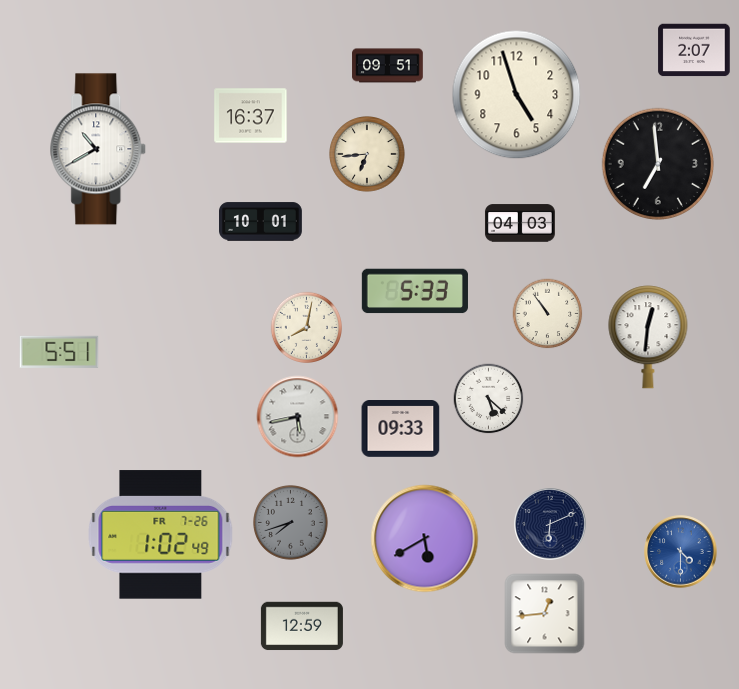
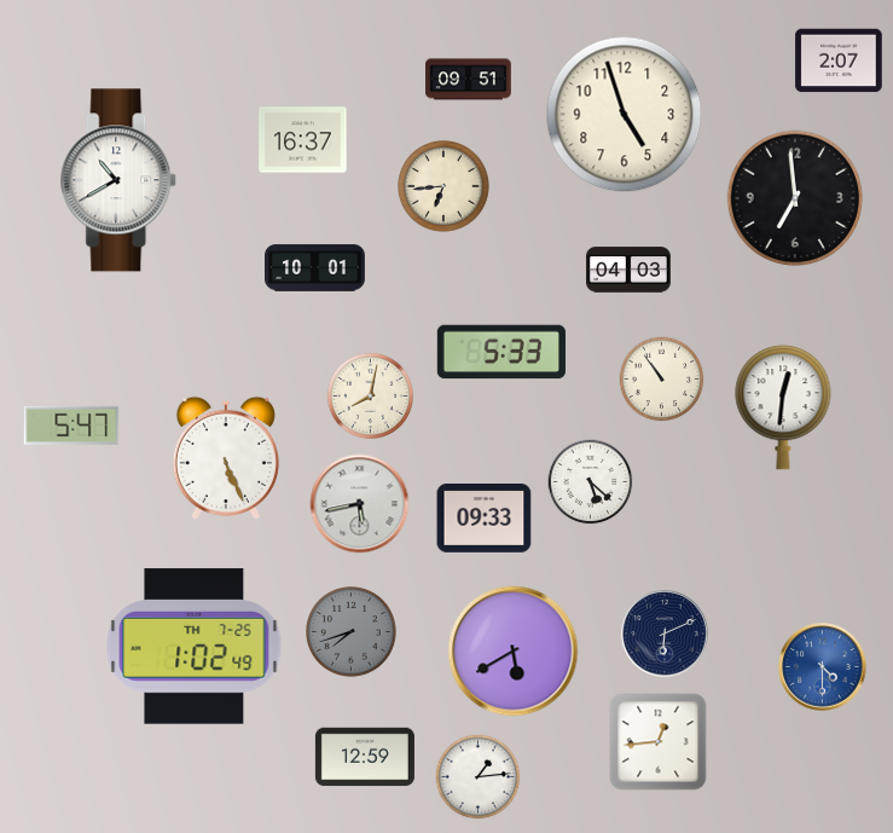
clock at (59, 352): 5:51 -> 5:47
clock at (226, 458): none -> 5:26
clock at (161, 535) date: FR 7-26 -> TH 7-25
clock at (479, 777): none -> 1:14
